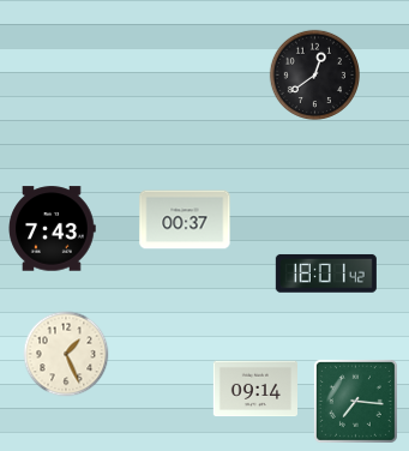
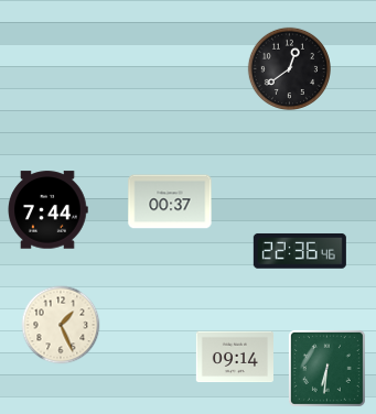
clock at (52, 229): 7:43 -> 7:44
clock at (326, 273): 18:01 -> 22:36
clock at (355, 401): 7:16 -> 6:31
